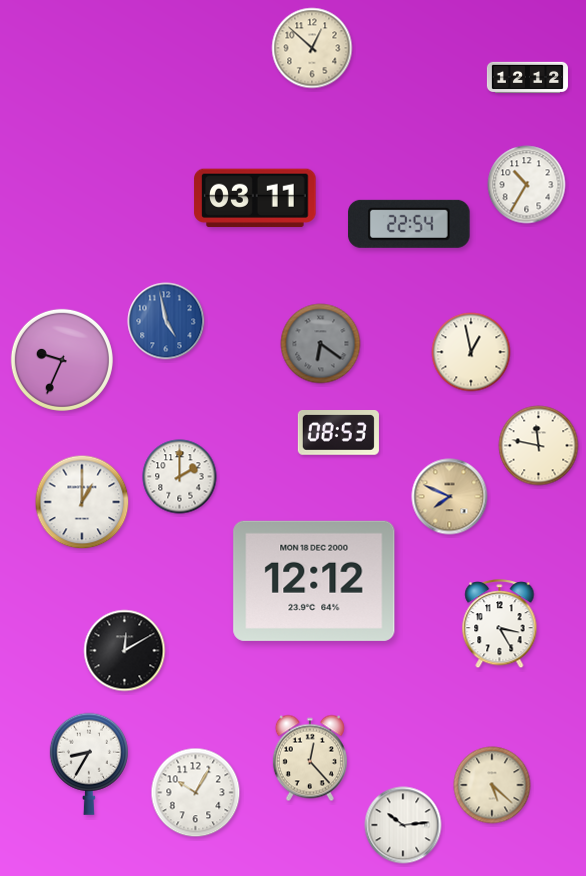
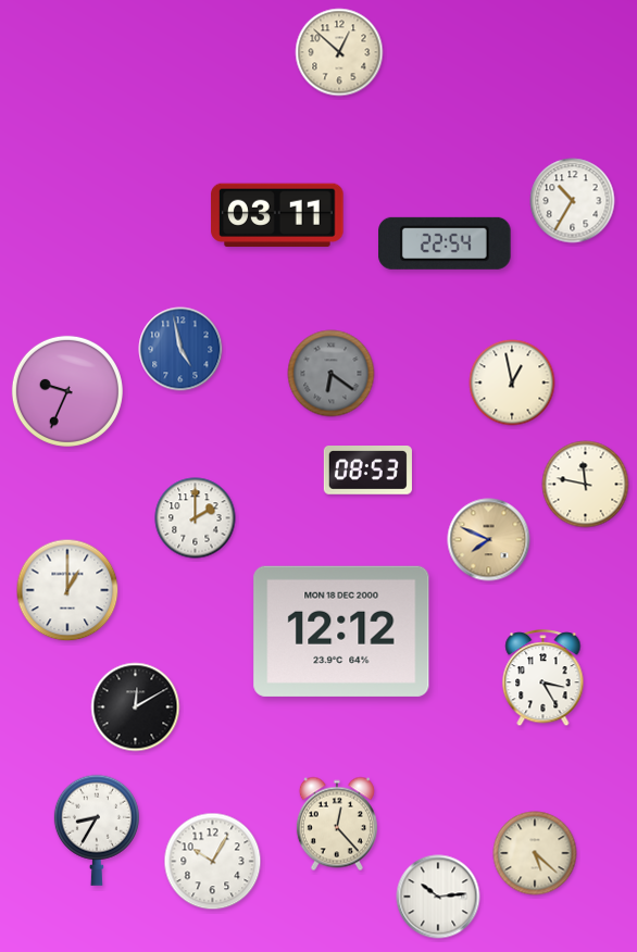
clock at (527, 78): 12:12 -> none
clock at (321, 344) position: (321, 344) -> (332, 374)
clock at (82, 502) position: (82, 502) -> (67, 590)
